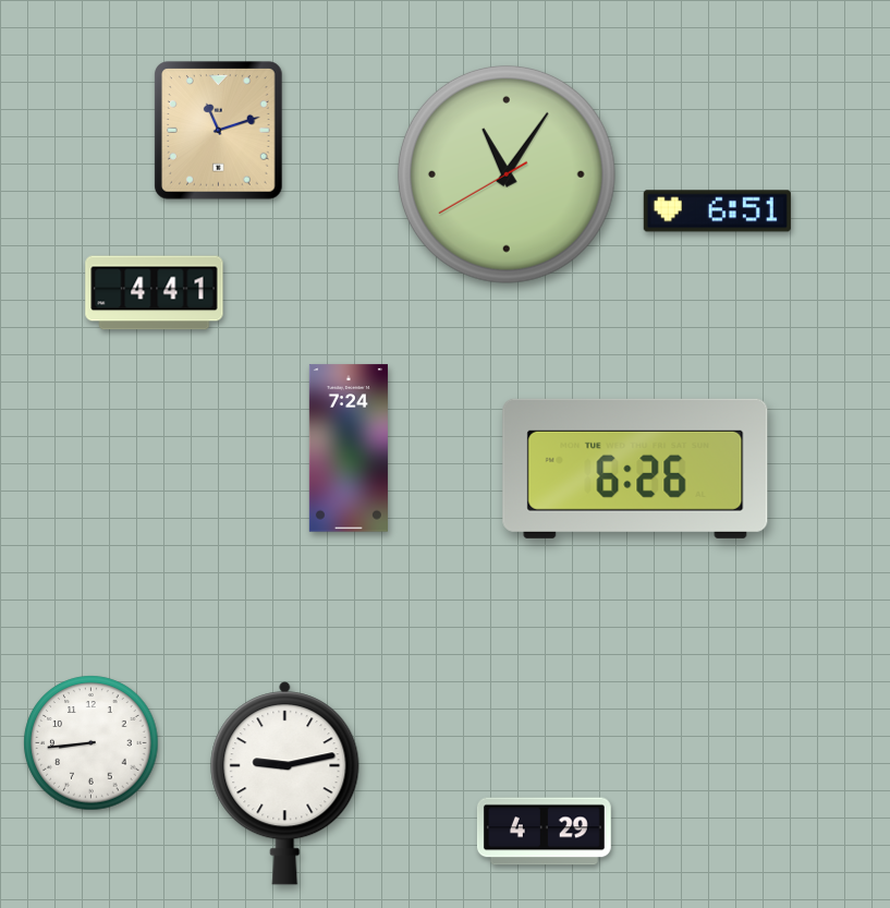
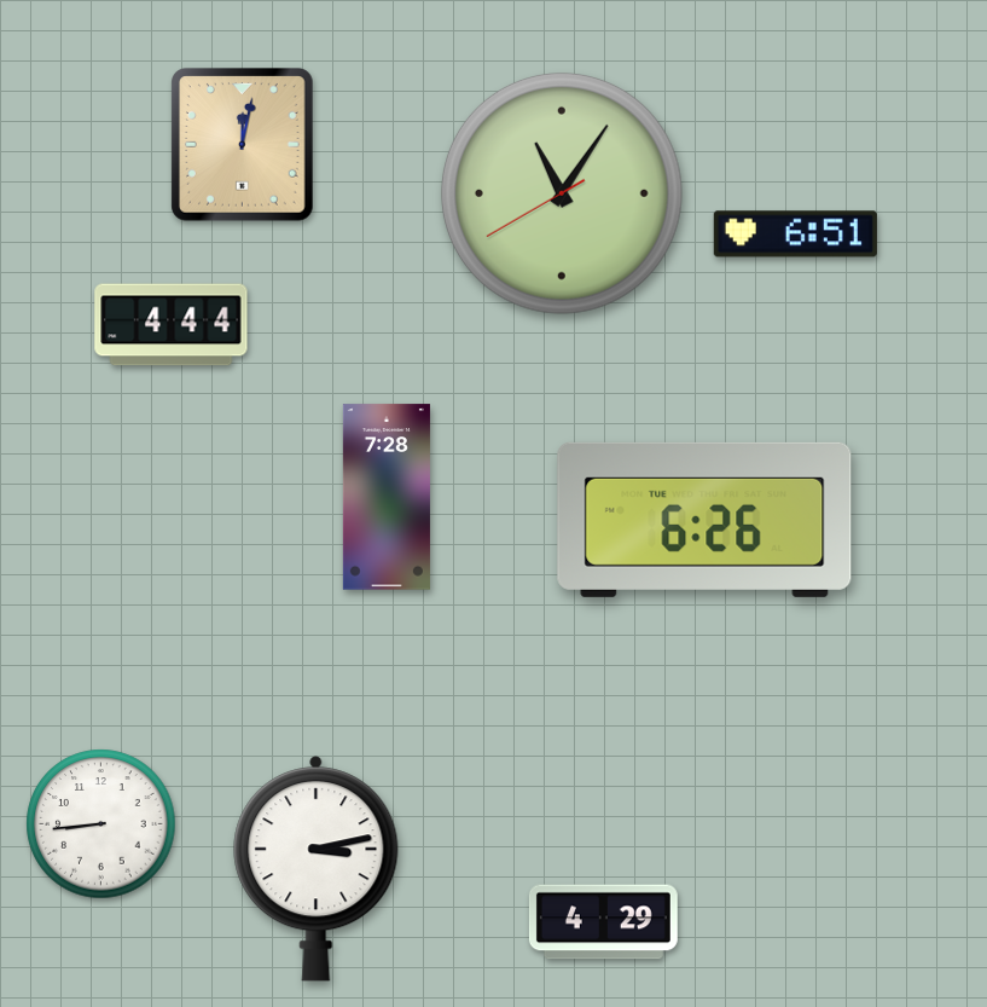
clock at (219, 131): 11:12 -> 12:02
clock at (155, 293): 4:41 -> 4:44
clock at (349, 448): 7:24 -> 7:28
clock at (285, 784): 9:13 -> 3:13
